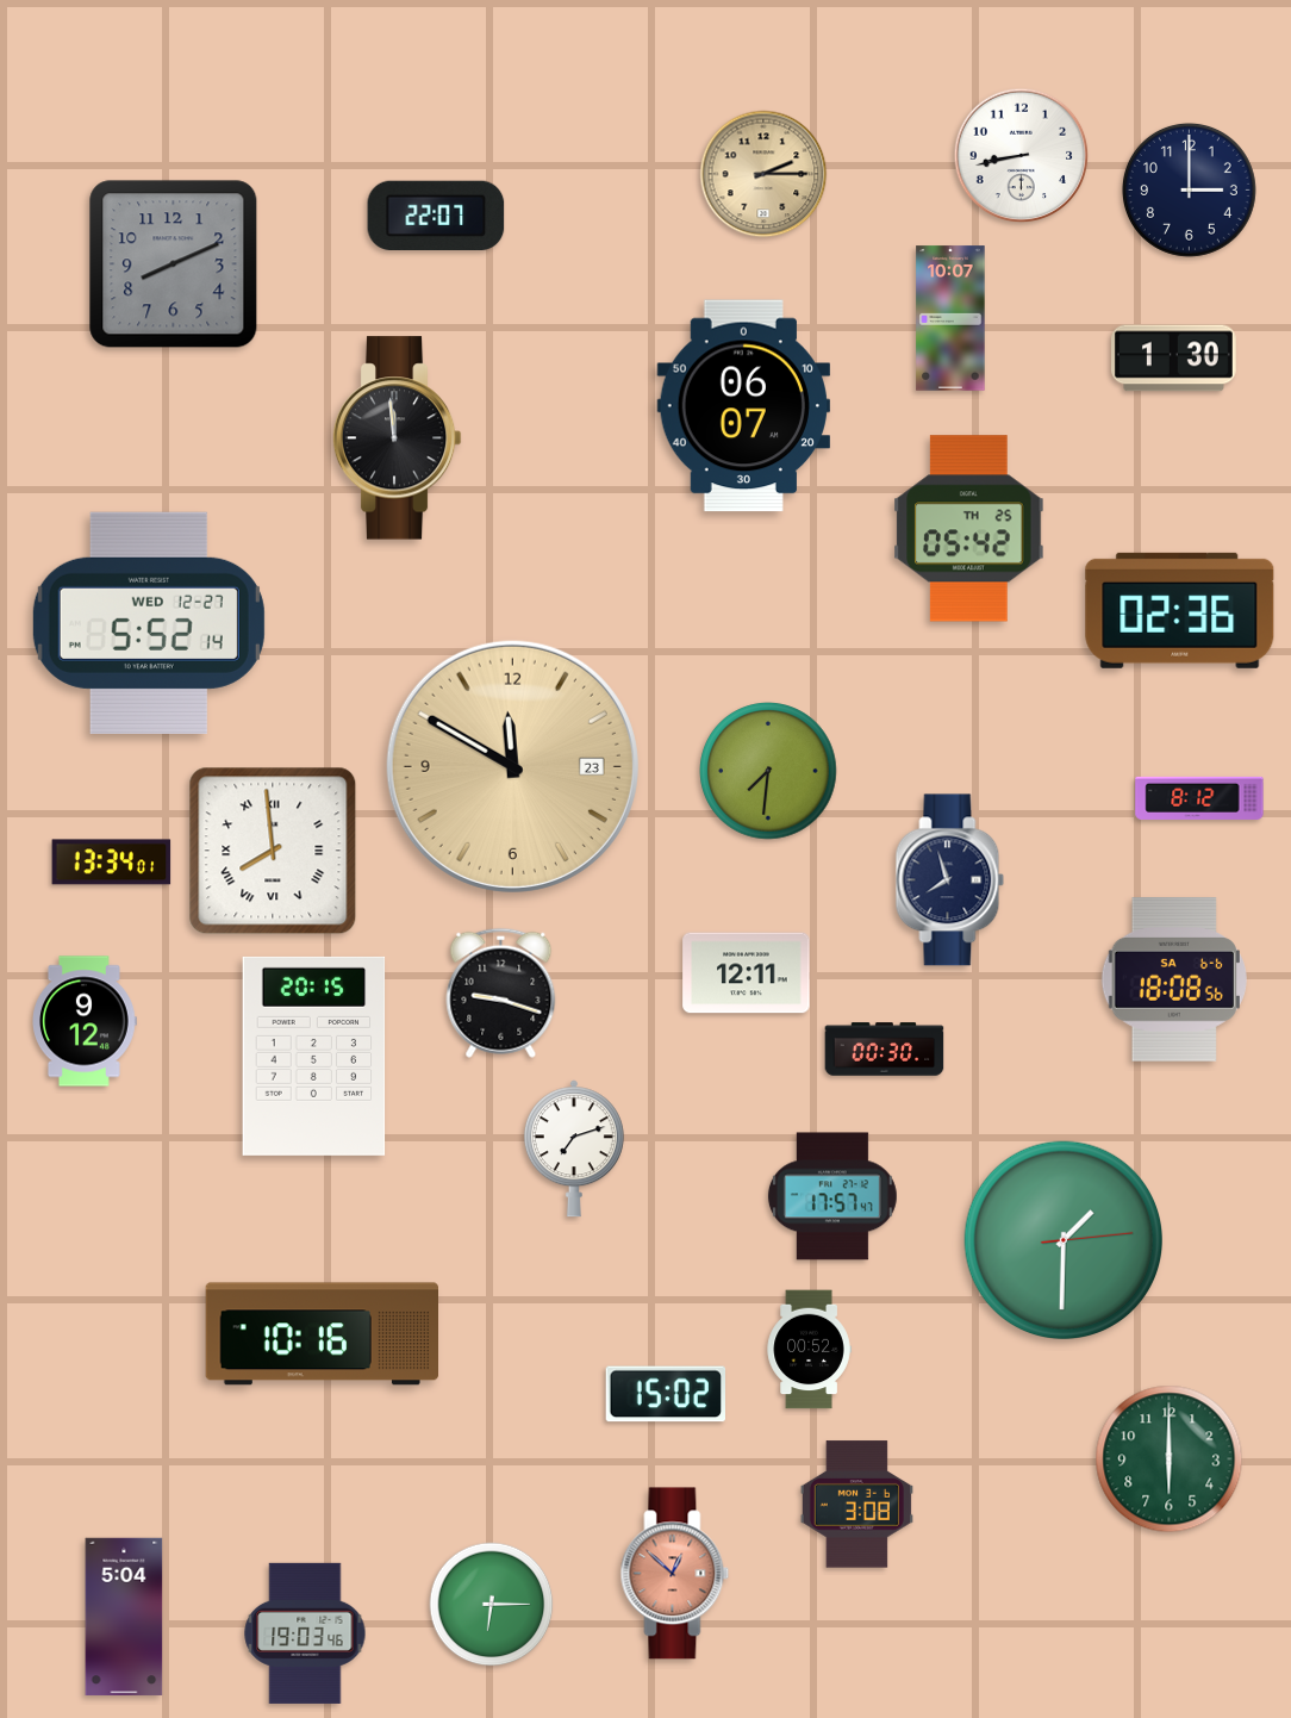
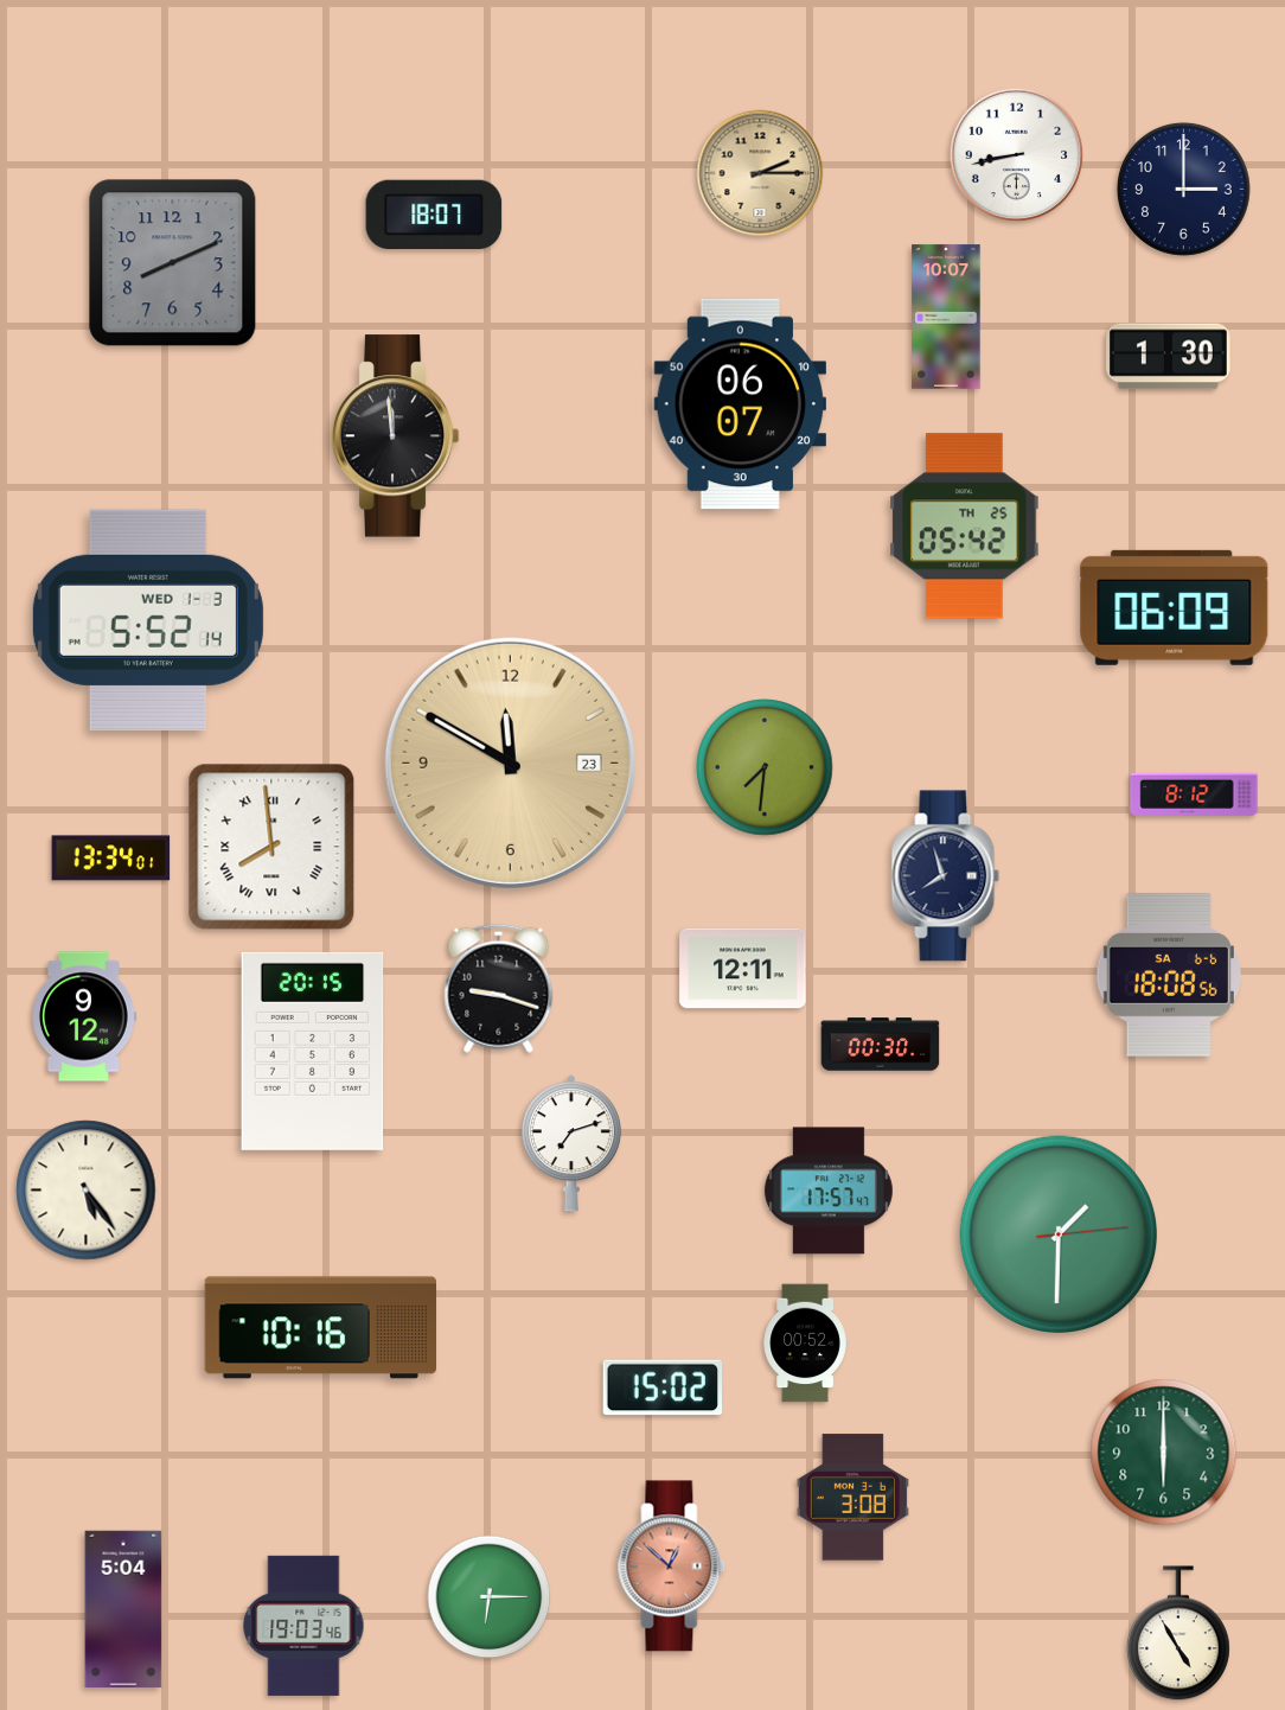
clock at (436, 214): 22:07 -> 18:07
clock at (1180, 610): 02:36 -> 06:09
clock at (149, 623) date: WED 12-27 -> WED 1-3
clock at (87, 1191): none -> 5:24
clock at (1178, 1633): none -> 4:55
